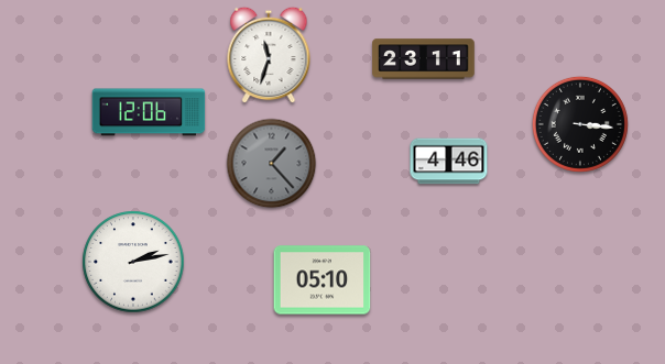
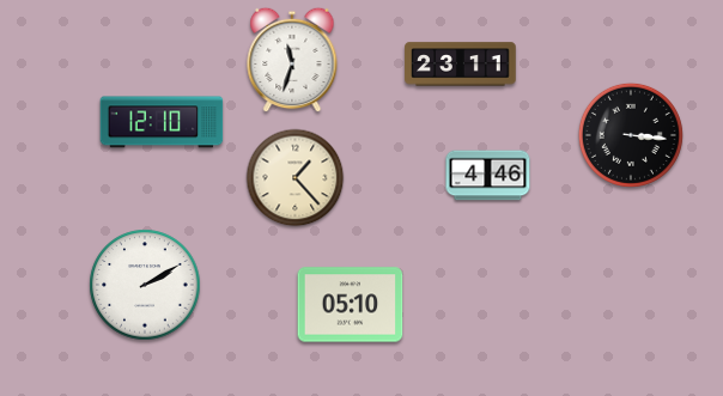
clock at (149, 112): 12:06 -> 12:10
clock at (272, 164) dial: grey -> cream
clock at (133, 262): 2:13 -> 2:10
